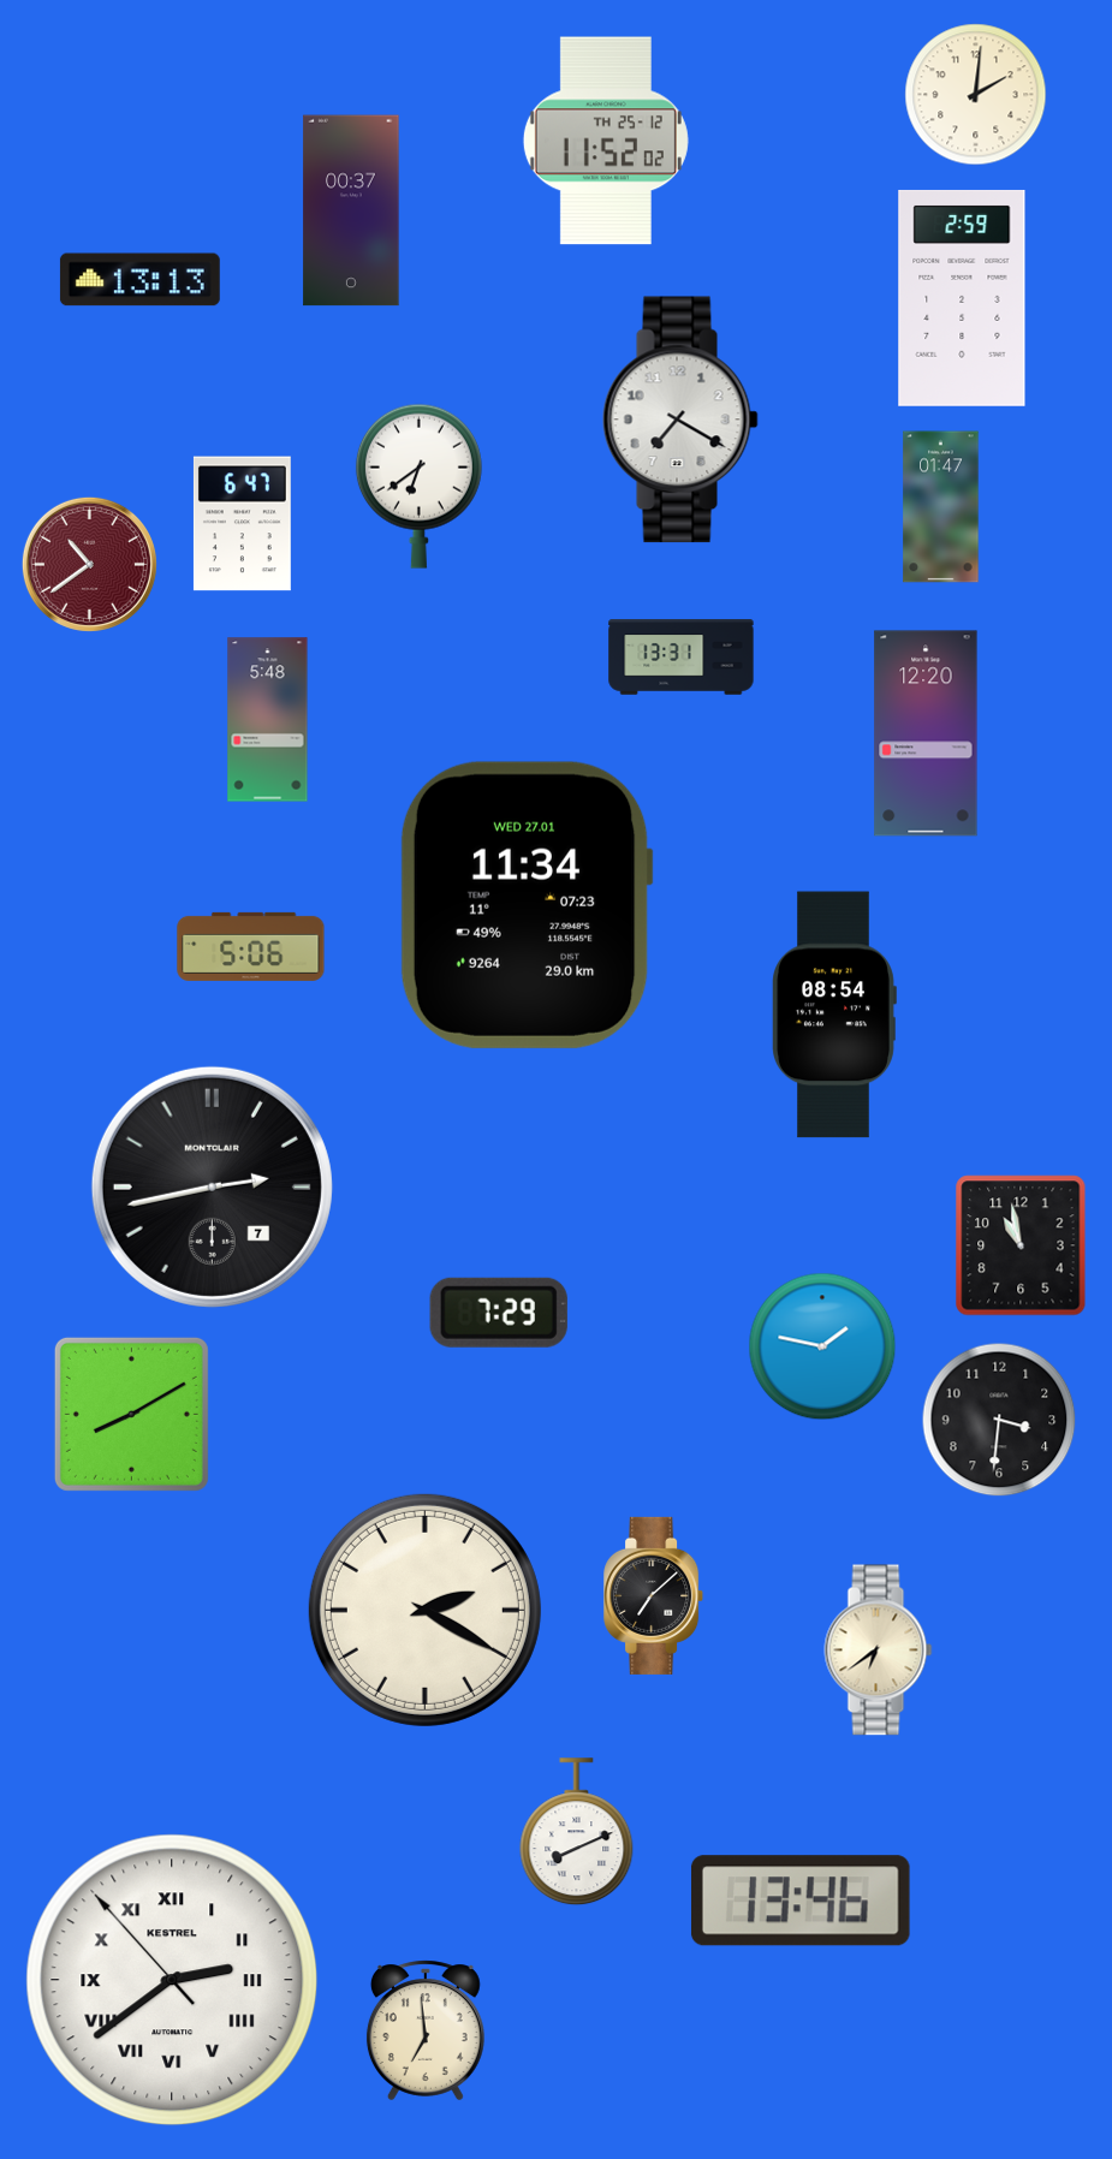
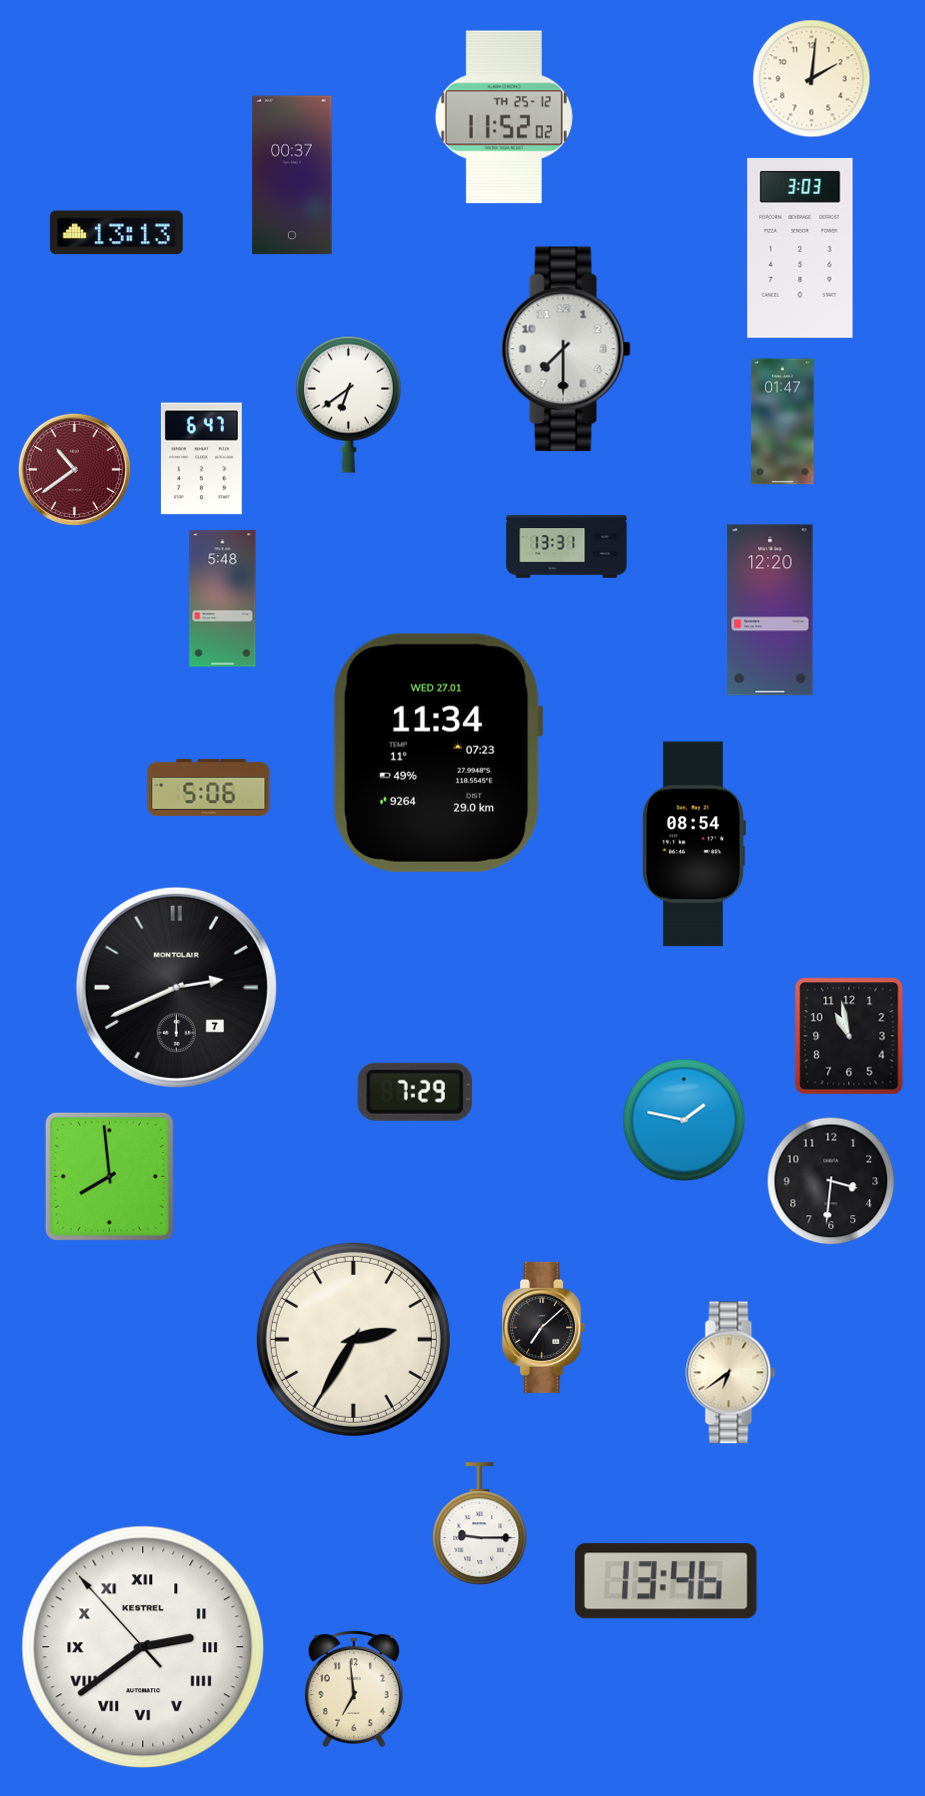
clock at (962, 298): 2:59 -> 3:03
clock at (680, 420): 7:20 -> 7:30
clock at (242, 524) position: (242, 524) -> (201, 459)
clock at (212, 1186): 2:43 -> 2:41
clock at (131, 1414): 8:10 -> 7:59
clock at (424, 1610): 2:20 -> 2:35
clock at (577, 1832): 8:11 -> 9:15
